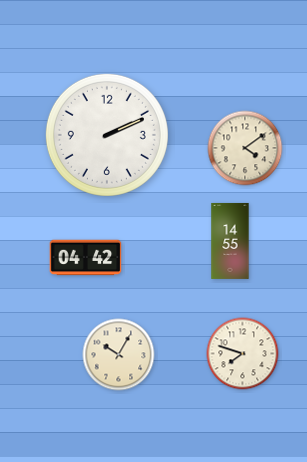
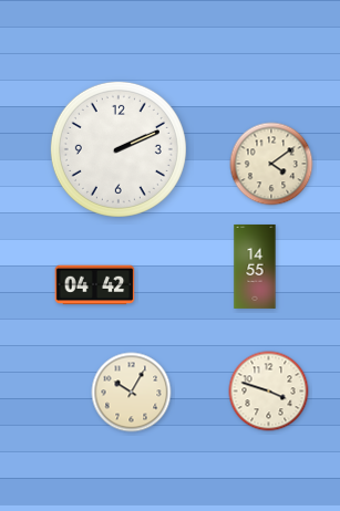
clock at (243, 354): 7:48 -> 3:48
